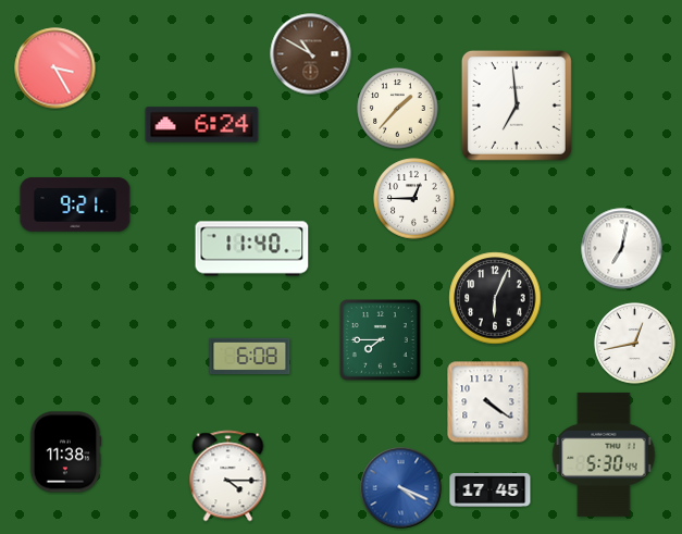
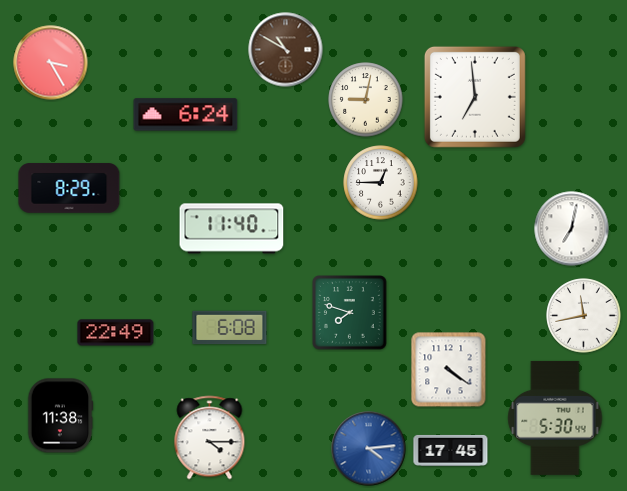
clock at (398, 109): 1:37 -> 9:02
clock at (75, 204): 9:21 -> 8:29
clock at (495, 298): 6:04 -> none
clock at (381, 340): 7:45 -> 7:48
clock at (635, 344): 12:43 -> 11:43
clock at (116, 333): none -> 22:49
clock at (401, 488): 4:19 -> 4:14
